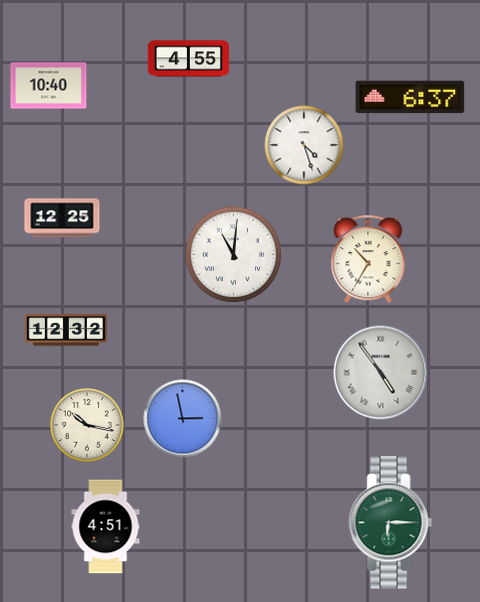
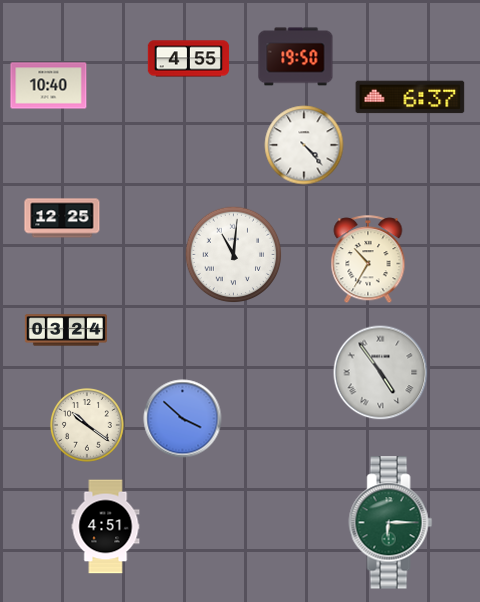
clock at (296, 57): none -> 19:50
clock at (304, 145): 4:27 -> 4:23
clock at (66, 330): 12:32 -> 03:24
clock at (183, 419): 2:58 -> 3:52
clock at (88, 426): 10:17 -> 10:21
